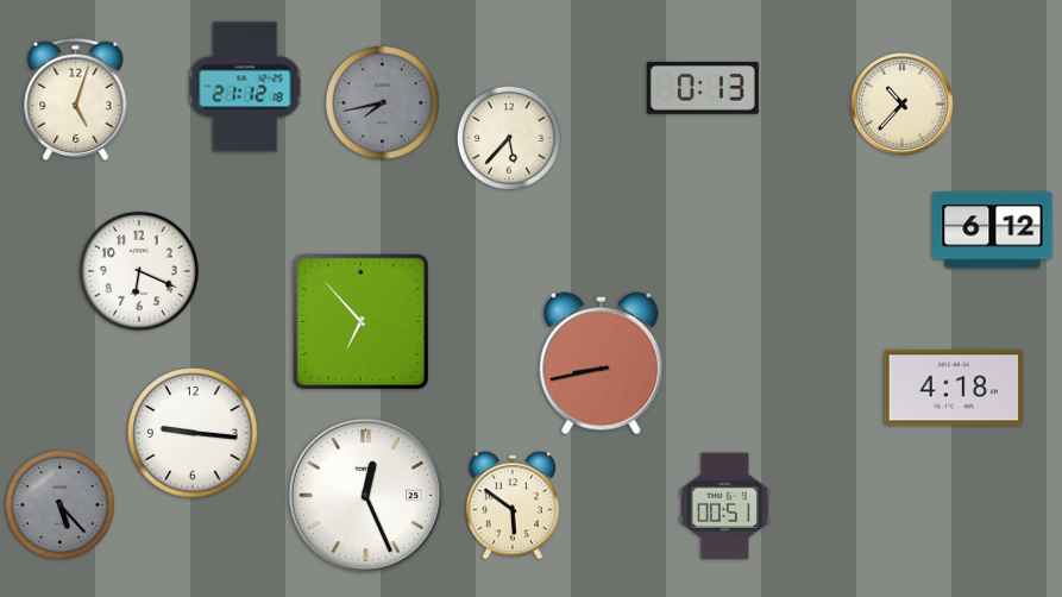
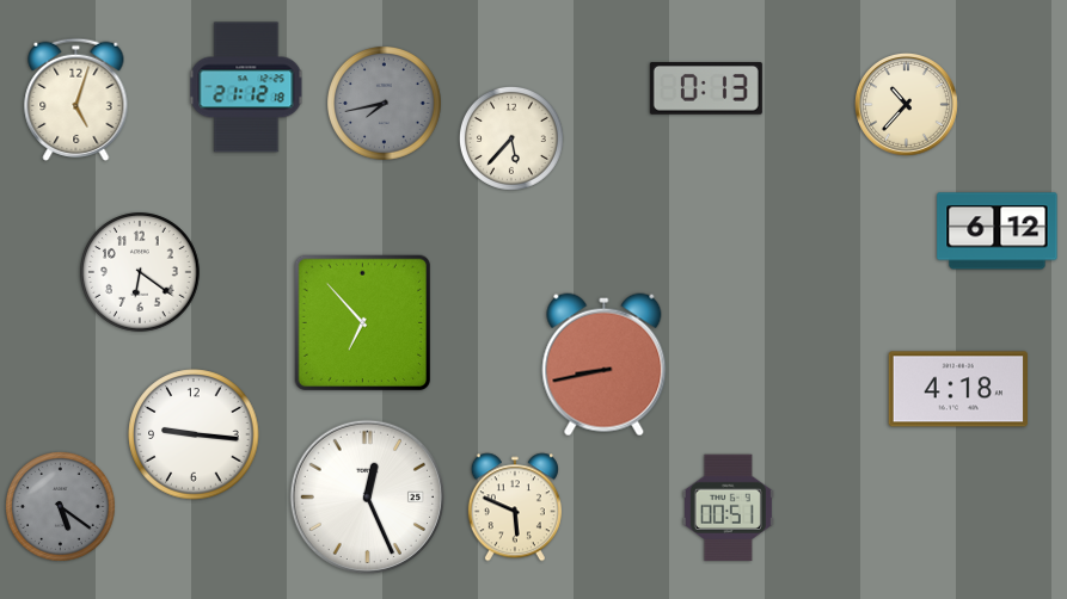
clock at (139, 271): 6:19 -> 6:21
clock at (59, 504): 5:23 -> 5:21
clock at (513, 505): 5:51 -> 5:49
